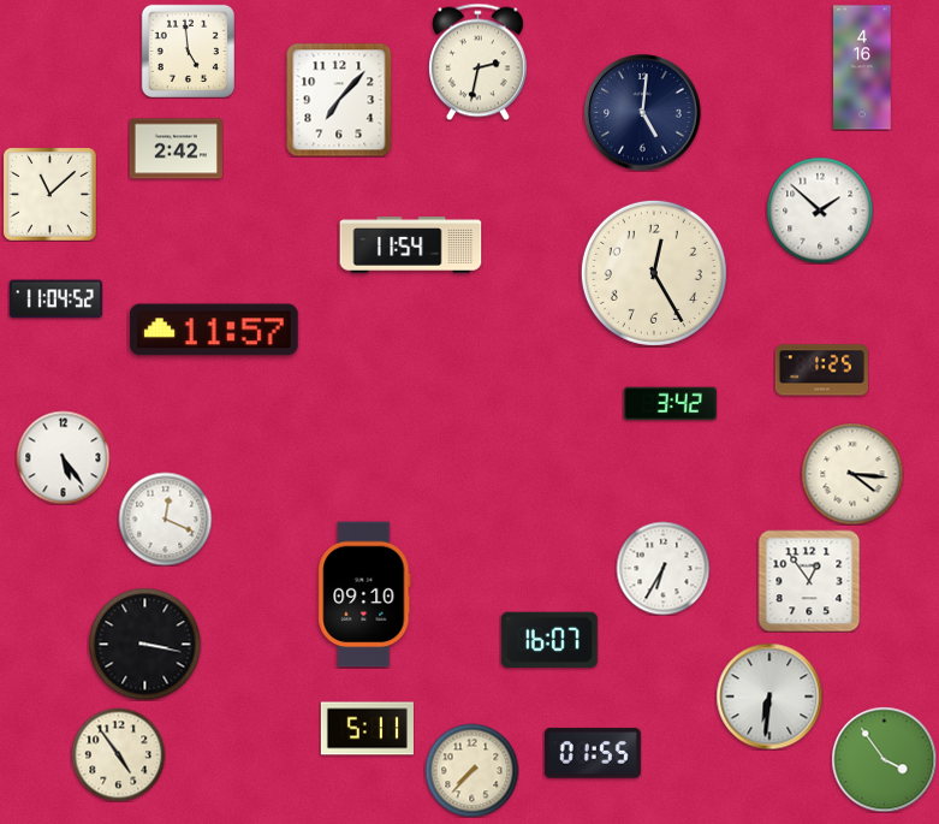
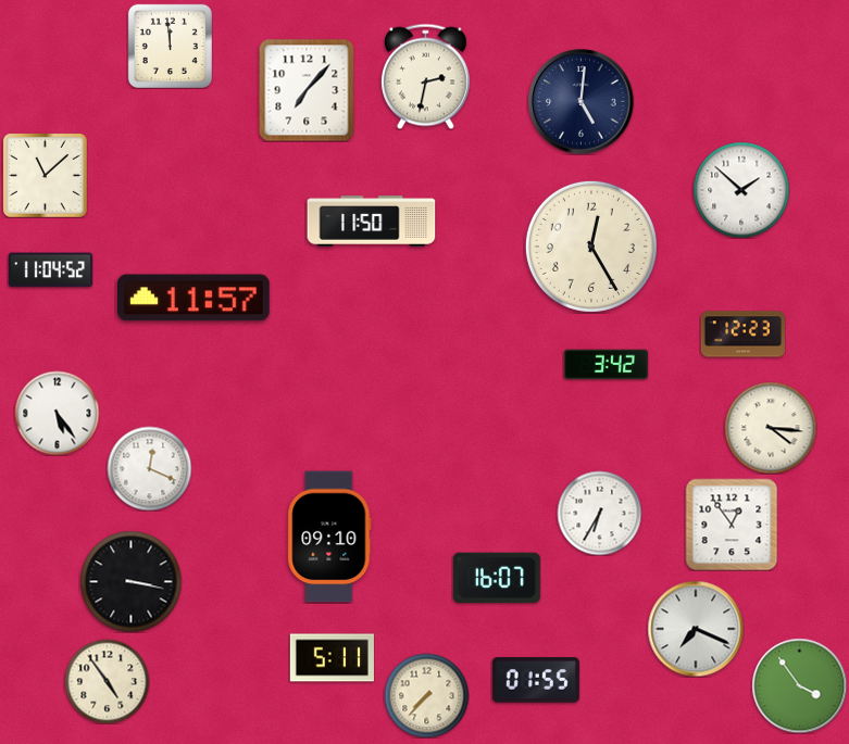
clock at (188, 51): 4:59 -> 11:59
clock at (477, 61) position: (477, 61) -> (425, 76)
clock at (862, 67): 4:16 -> none
clock at (176, 149): 2:42 -> none
clock at (411, 245): 11:54 -> 11:50
clock at (821, 370): 1:25 -> 12:23
clock at (769, 696): 6:31 -> 7:19
